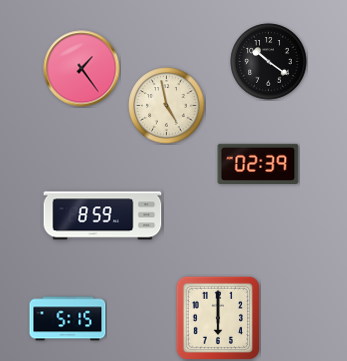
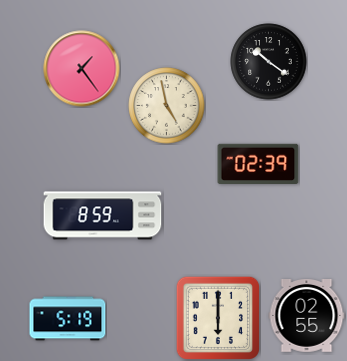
clock at (307, 316): none -> 02:55
clock at (68, 319): 5:15 -> 5:19
